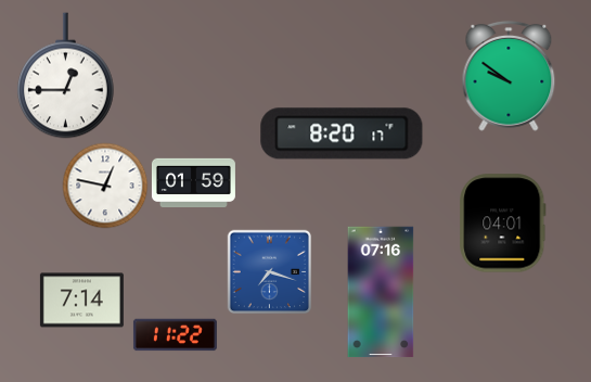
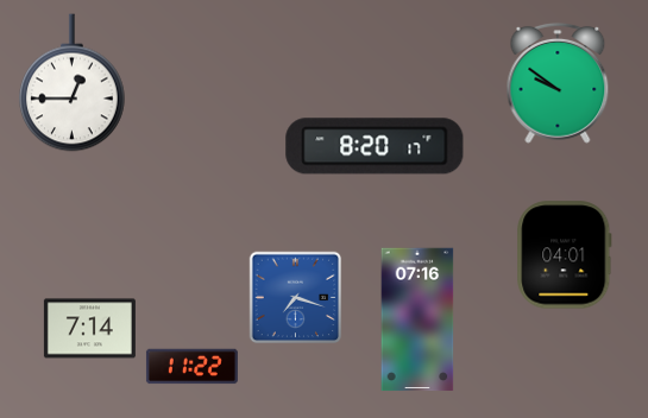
clock at (193, 182): 01:59 -> none
clock at (105, 186): 12:47 -> none
clock at (503, 224) position: (503, 224) -> (565, 255)
